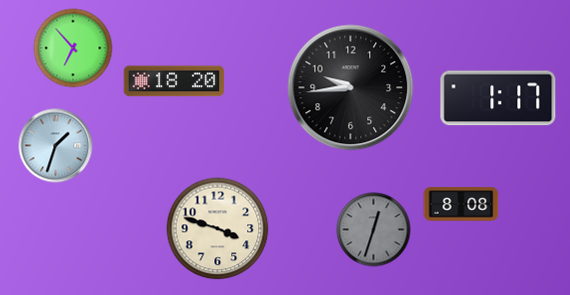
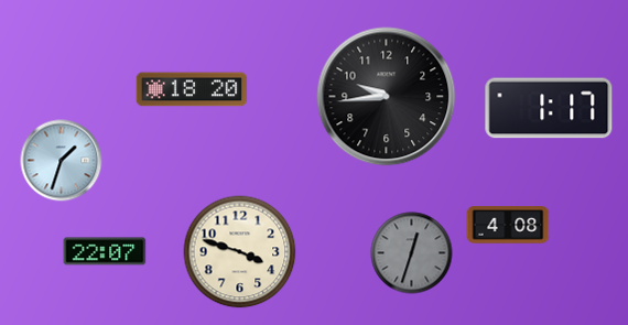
clock at (73, 48): 6:53 -> none
clock at (461, 204): 8:08 -> 4:08
clock at (105, 251): none -> 22:07
